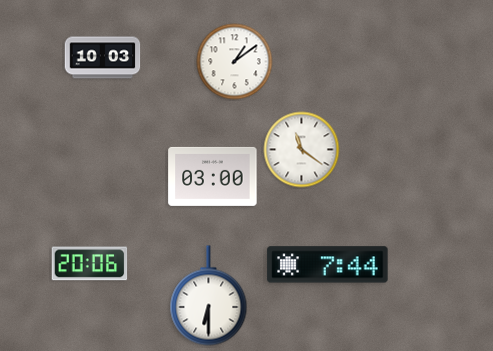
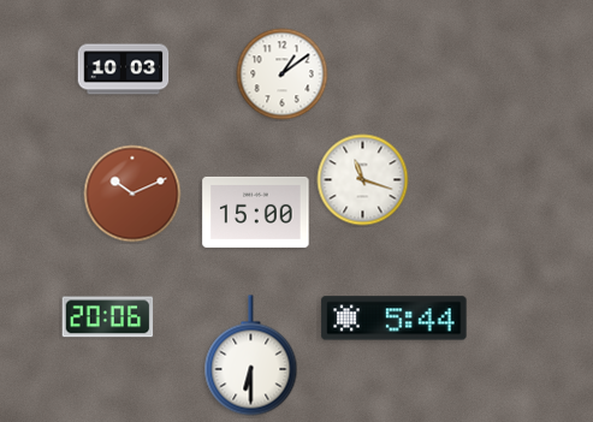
clock at (302, 150): 11:21 -> 11:18
clock at (132, 194): none -> 10:11
clock at (213, 176): 03:00 -> 15:00
clock at (328, 265): 7:44 -> 5:44
